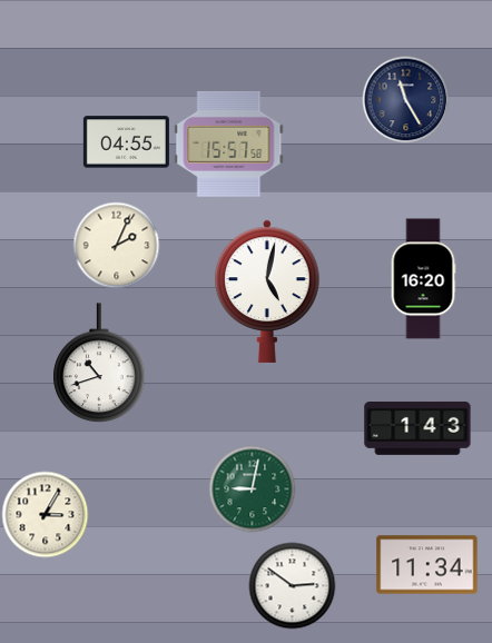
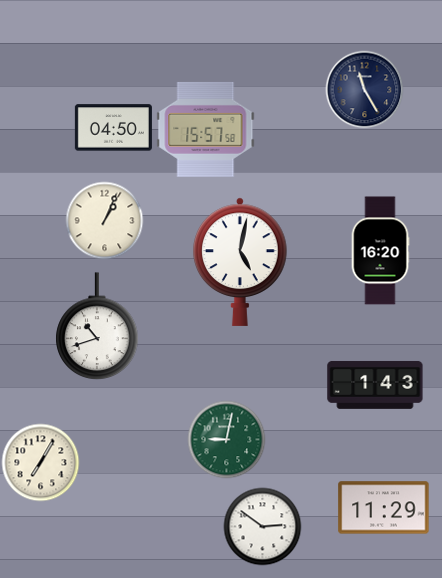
clock at (126, 142): 04:55 -> 04:50
clock at (116, 245): 2:04 -> 1:04
clock at (99, 363) position: (99, 363) -> (97, 326)
clock at (45, 514): 3:05 -> 7:05
clock at (427, 565): 11:34 -> 11:29
